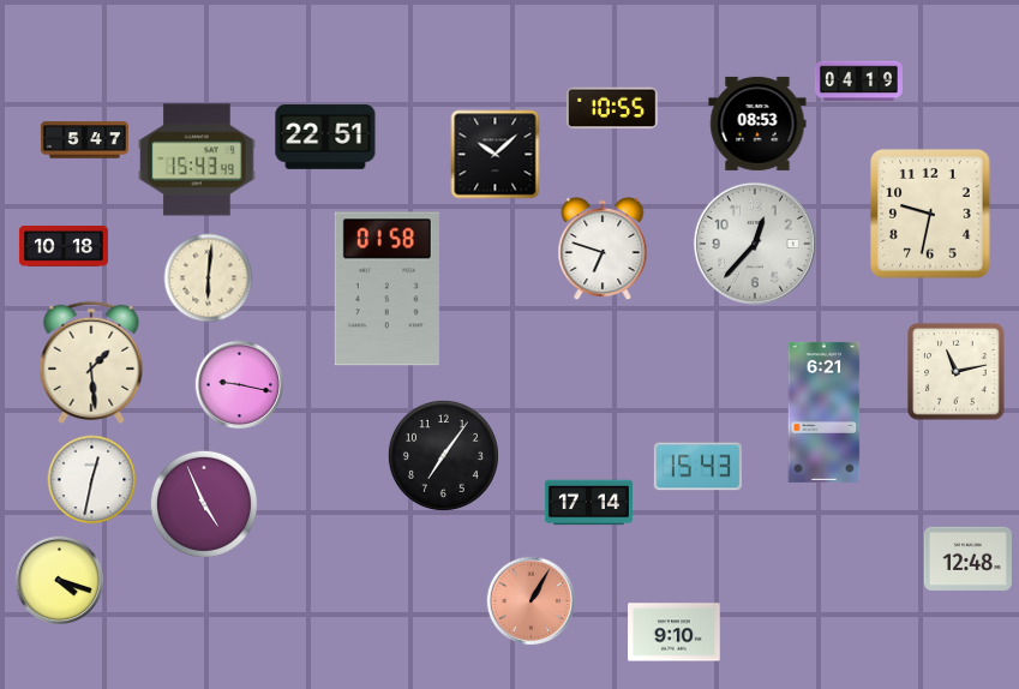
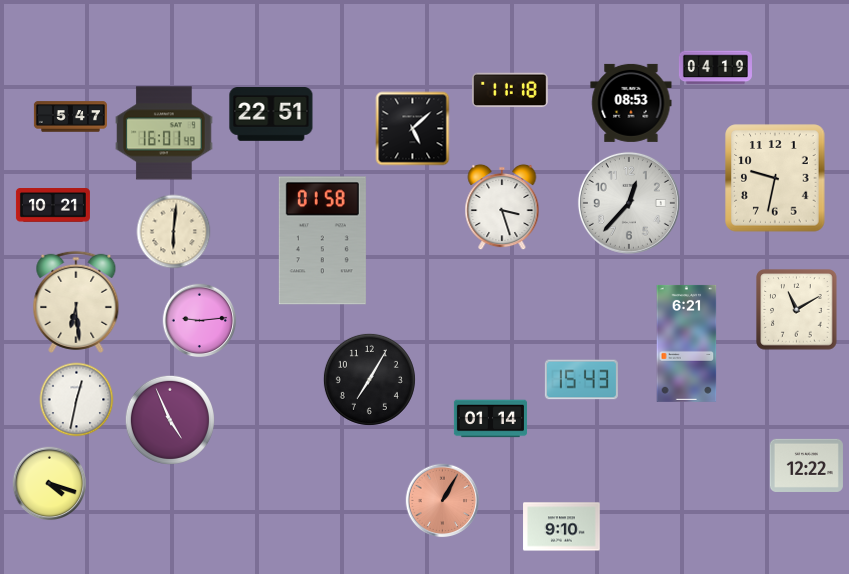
clock at (612, 108): 10:55 -> 11:18
clock at (496, 155): 10:08 -> 5:08
clock at (197, 160): 15:43 -> 16:01
clock at (64, 247): 10:18 -> 10:21
clock at (603, 248): 6:48 -> 3:27
clock at (91, 363): 1:29 -> 6:29
clock at (957, 372): 11:13 -> 11:10
clock at (240, 385): 9:17 -> 9:14
clock at (443, 455): 7:06 -> 7:05
clock at (697, 467) position: (697, 467) -> (581, 380)
clock at (588, 503): 17:14 -> 01:14
clock at (967, 558): 12:48 -> 12:22
